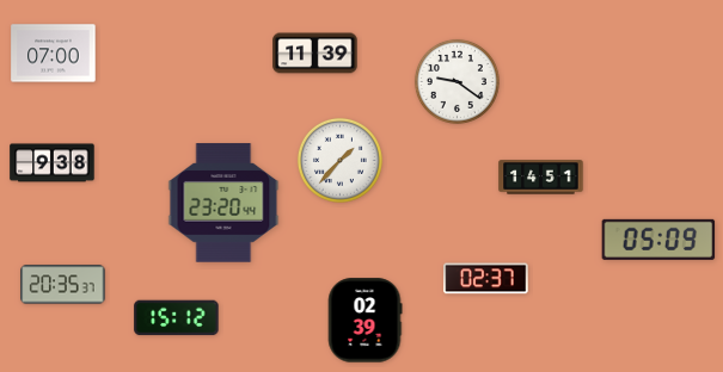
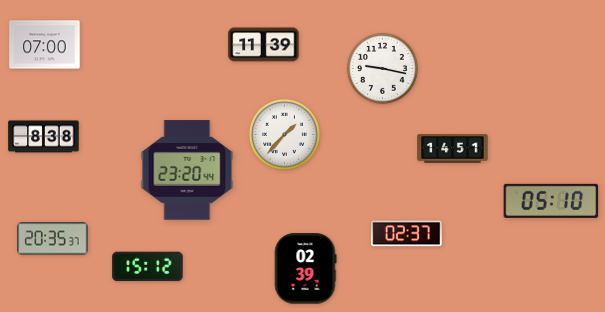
clock at (457, 81): 9:21 -> 9:17
clock at (53, 163): 9:38 -> 8:38
clock at (658, 240): 05:09 -> 05:10
